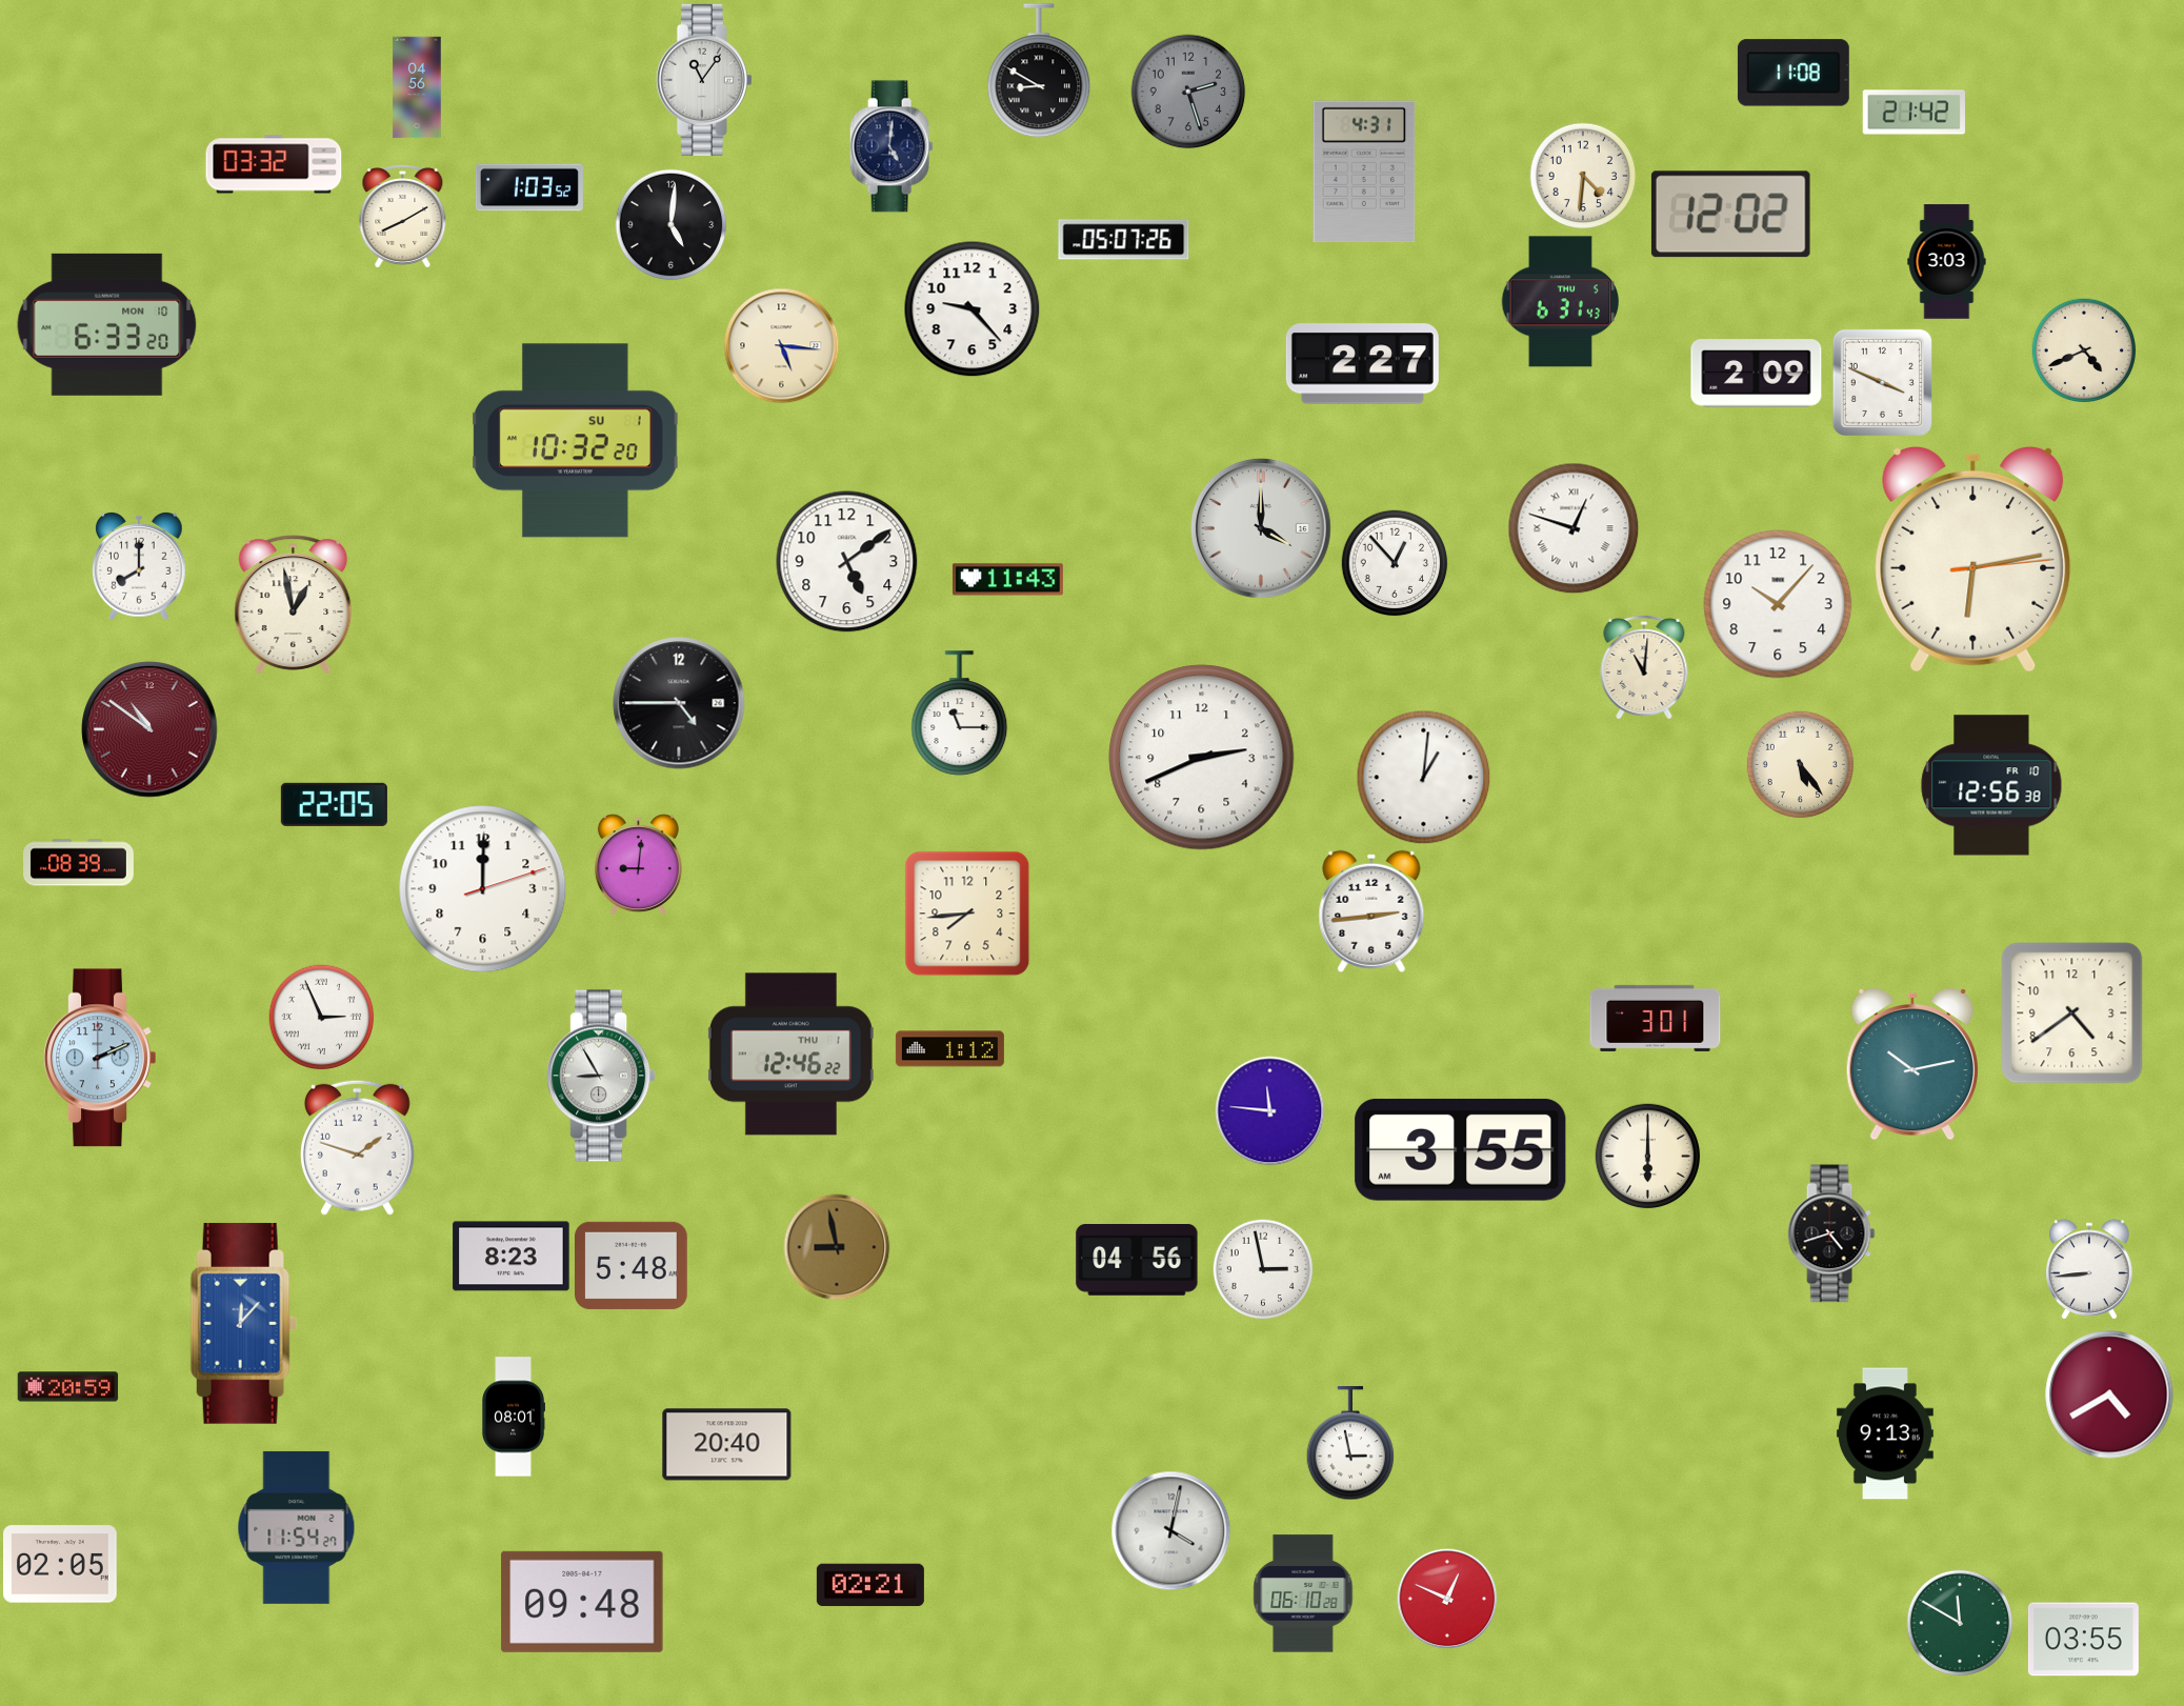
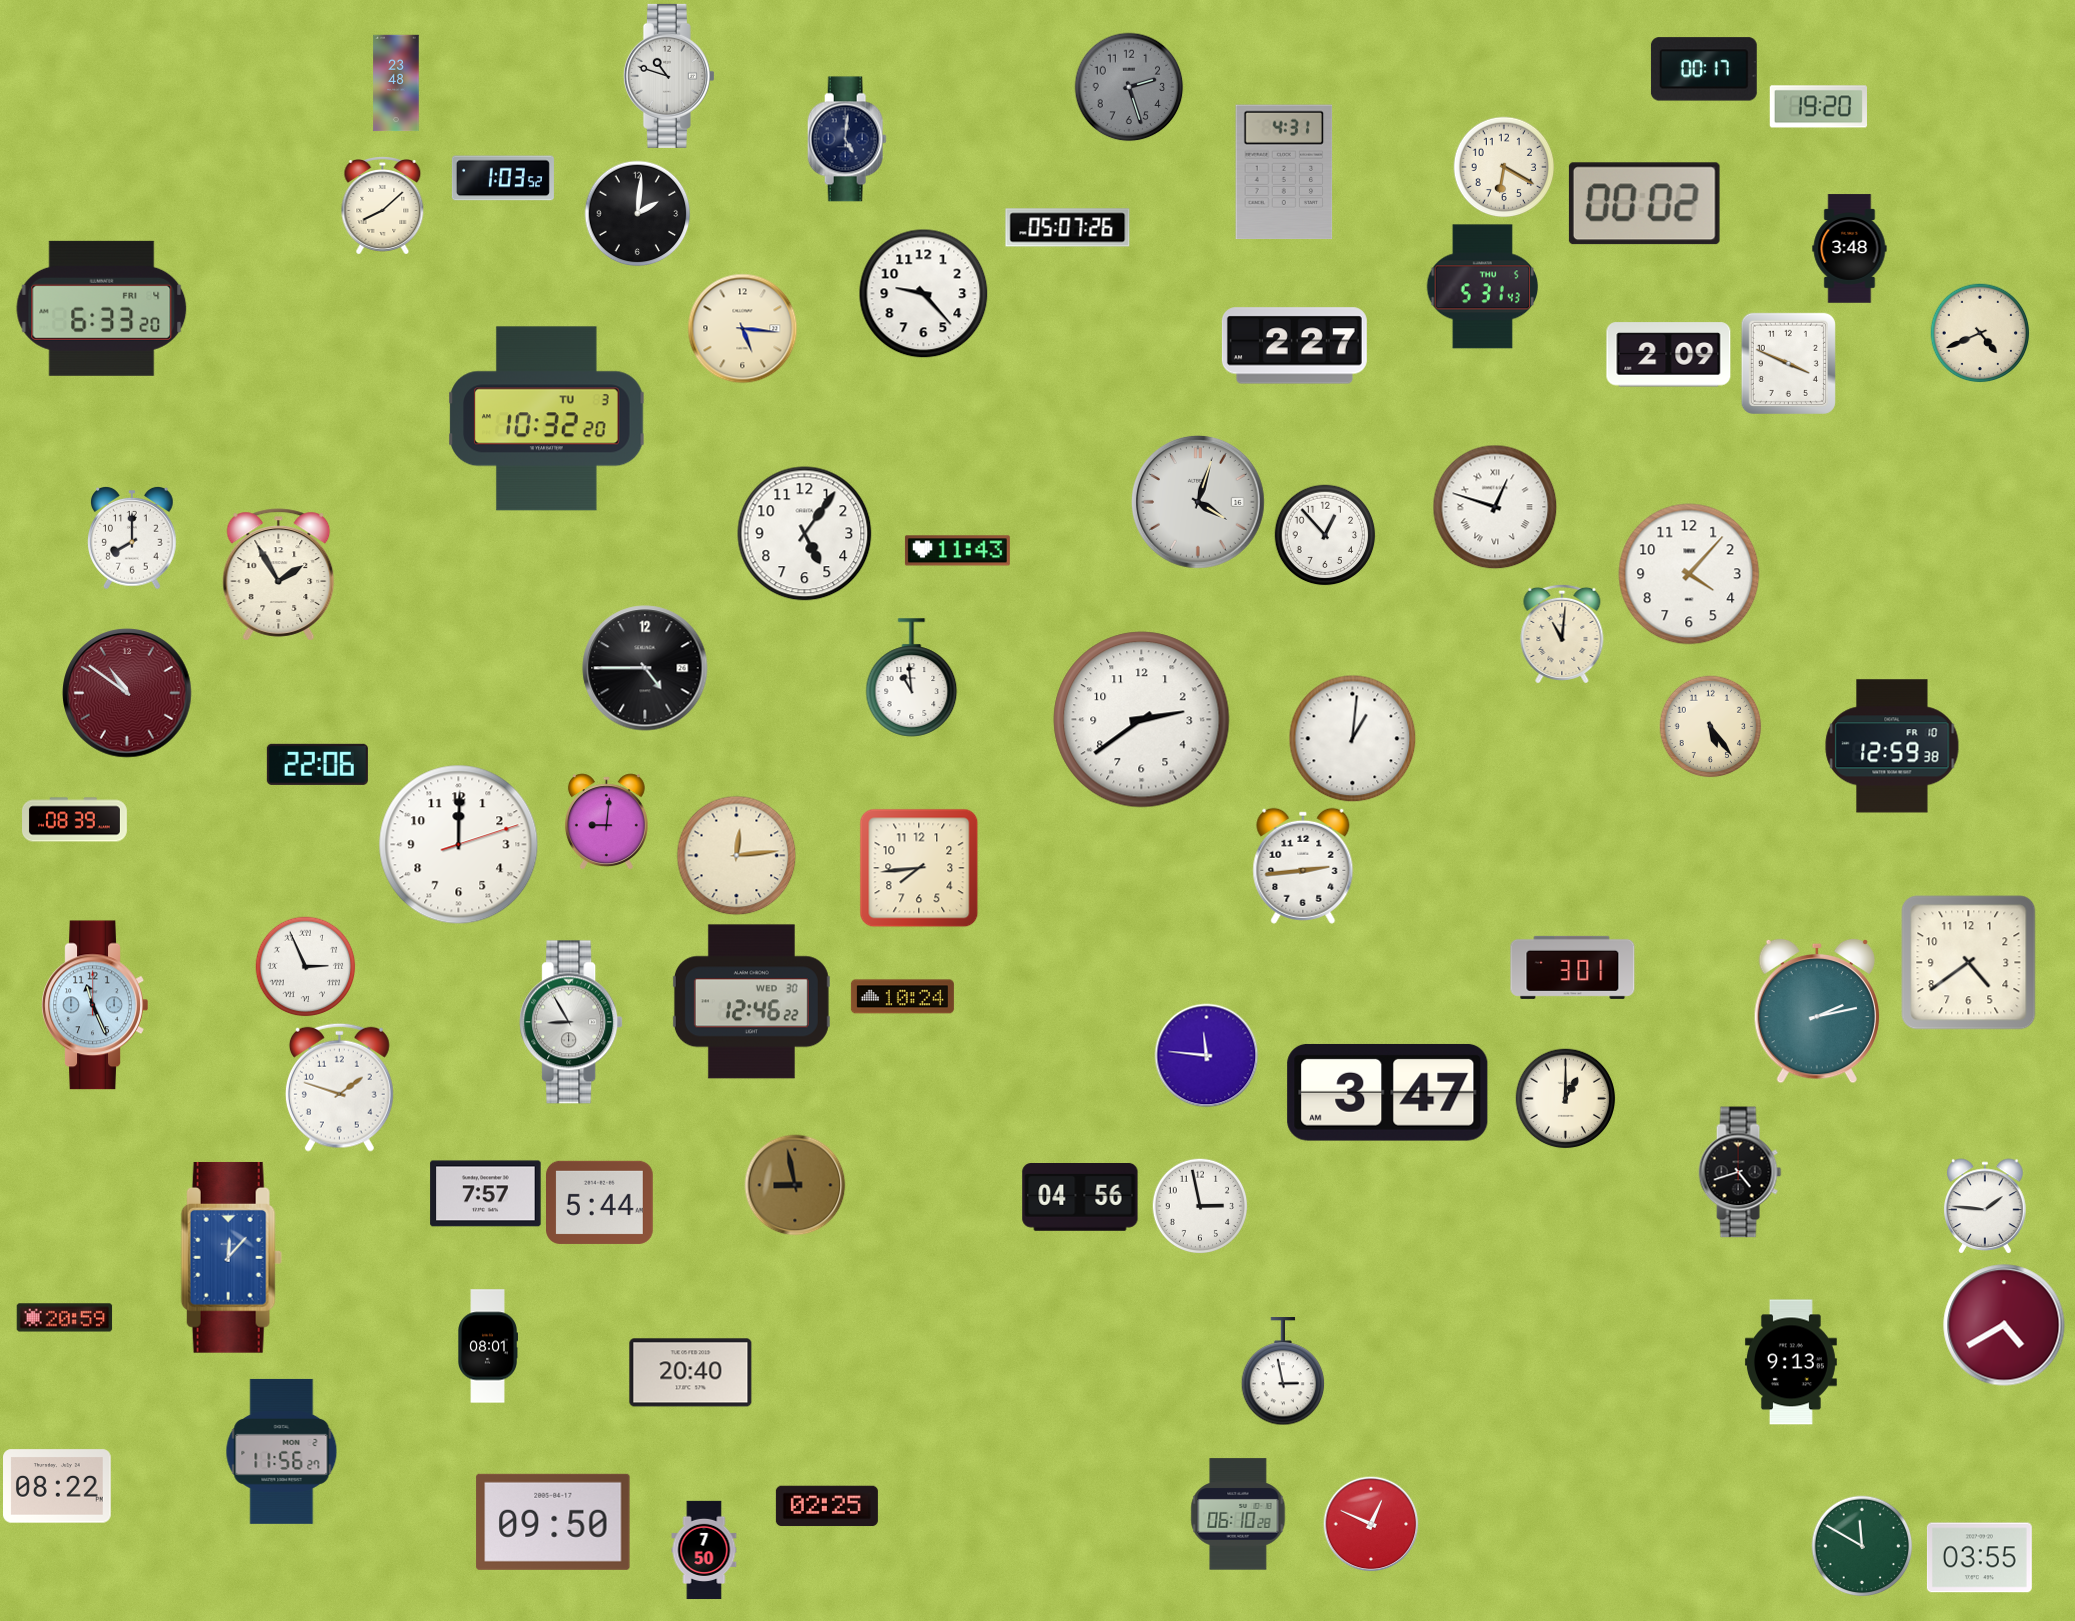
clock at (1039, 72): 8:50 -> none
clock at (1794, 73): 11:08 -> 00:17
clock at (704, 80): 11:06 -> 10:48
clock at (417, 87): 04:56 -> 23:48
clock at (1913, 113): 21:42 -> 19:20
clock at (274, 164): 03:32 -> none
clock at (1364, 172) position: (1364, 172) -> (1284, 172)
clock at (1583, 176): 4:31 -> 6:20
clock at (1730, 215): 12:02 -> 00:02
clock at (403, 217): 8:10 -> 8:08
clock at (672, 225): 5:01 -> 2:01
clock at (1947, 262): 3:03 -> 3:48
clock at (1561, 302): 6:31 -> 5:31
clock at (107, 324) date: MON 10 -> FRI 4
clock at (576, 441) date: SU 1 -> TU 3
clock at (1261, 528): 4:00 -> 4:03
clock at (1574, 528) position: (1574, 528) -> (1495, 507)
clock at (1973, 559): 6:13 -> none
clock at (847, 562): 5:09 -> 5:06
clock at (1778, 604): 10:07 -> 4:07
clock at (294, 605): 12:58 -> 1:55
clock at (960, 714): 11:15 -> 10:59
clock at (149, 729) position: (149, 729) -> (127, 693)
clock at (1202, 758): 2:41 -> 2:39
clock at (1991, 785): 12:56 -> 12:59
clock at (334, 804): 22:05 -> 22:06
clock at (737, 856): none -> 12:14
clock at (949, 1049): 1:12 -> 10:24
clock at (790, 1055) date: THU 1 -> WED 30
clock at (100, 1058): 2:11 -> 11:26
clock at (1912, 1064): 10:13 -> 2:13
clock at (357, 1147) position: (357, 1147) -> (339, 1087)
clock at (1461, 1149): 3:55 -> 3:47
clock at (1648, 1157): 6:00 -> 1:00
clock at (512, 1257): 8:23 -> 7:57
clock at (632, 1265): 5:48 -> 5:44
clock at (2089, 1269): 8:44 -> 1:46
clock at (297, 1527): 11:54 -> 11:56
clock at (1171, 1531): 4:02 -> none
clock at (60, 1564): 02:05 -> 08:22
clock at (870, 1585): 02:21 -> 02:25
clock at (1447, 1599) position: (1447, 1599) -> (1371, 1524)
clock at (582, 1602): 09:48 -> 09:50
clock at (1960, 1623) position: (1960, 1623) -> (1862, 1546)
clock at (704, 1550): none -> 7:50
